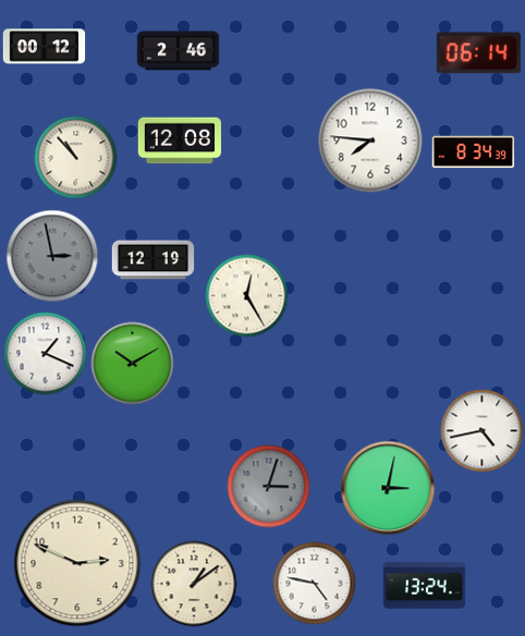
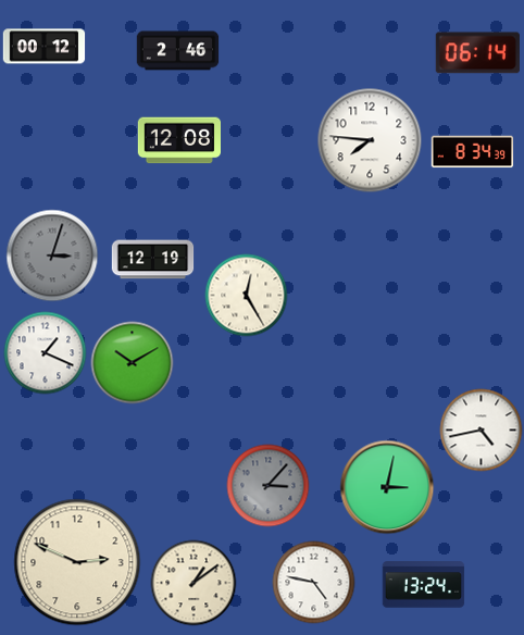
clock at (76, 158): 10:53 -> none
clock at (52, 256): 2:58 -> 3:03
clock at (269, 487): 3:03 -> 3:07
